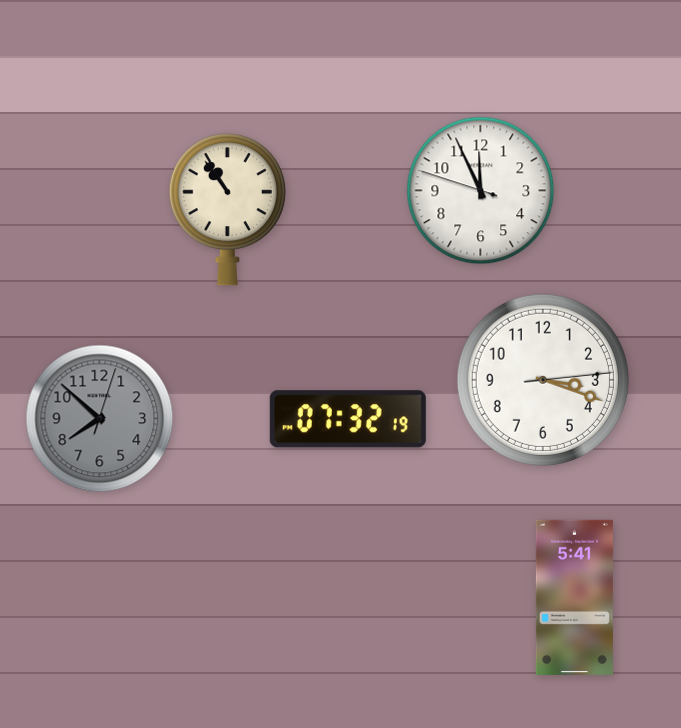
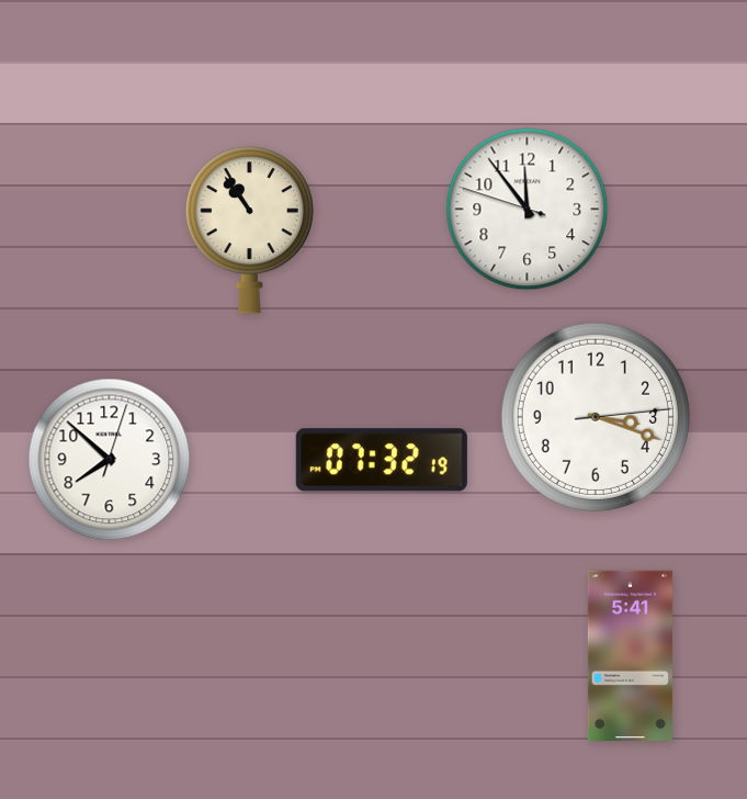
clock at (481, 191): 11:55 -> 11:53
clock at (100, 419) dial: grey -> white
